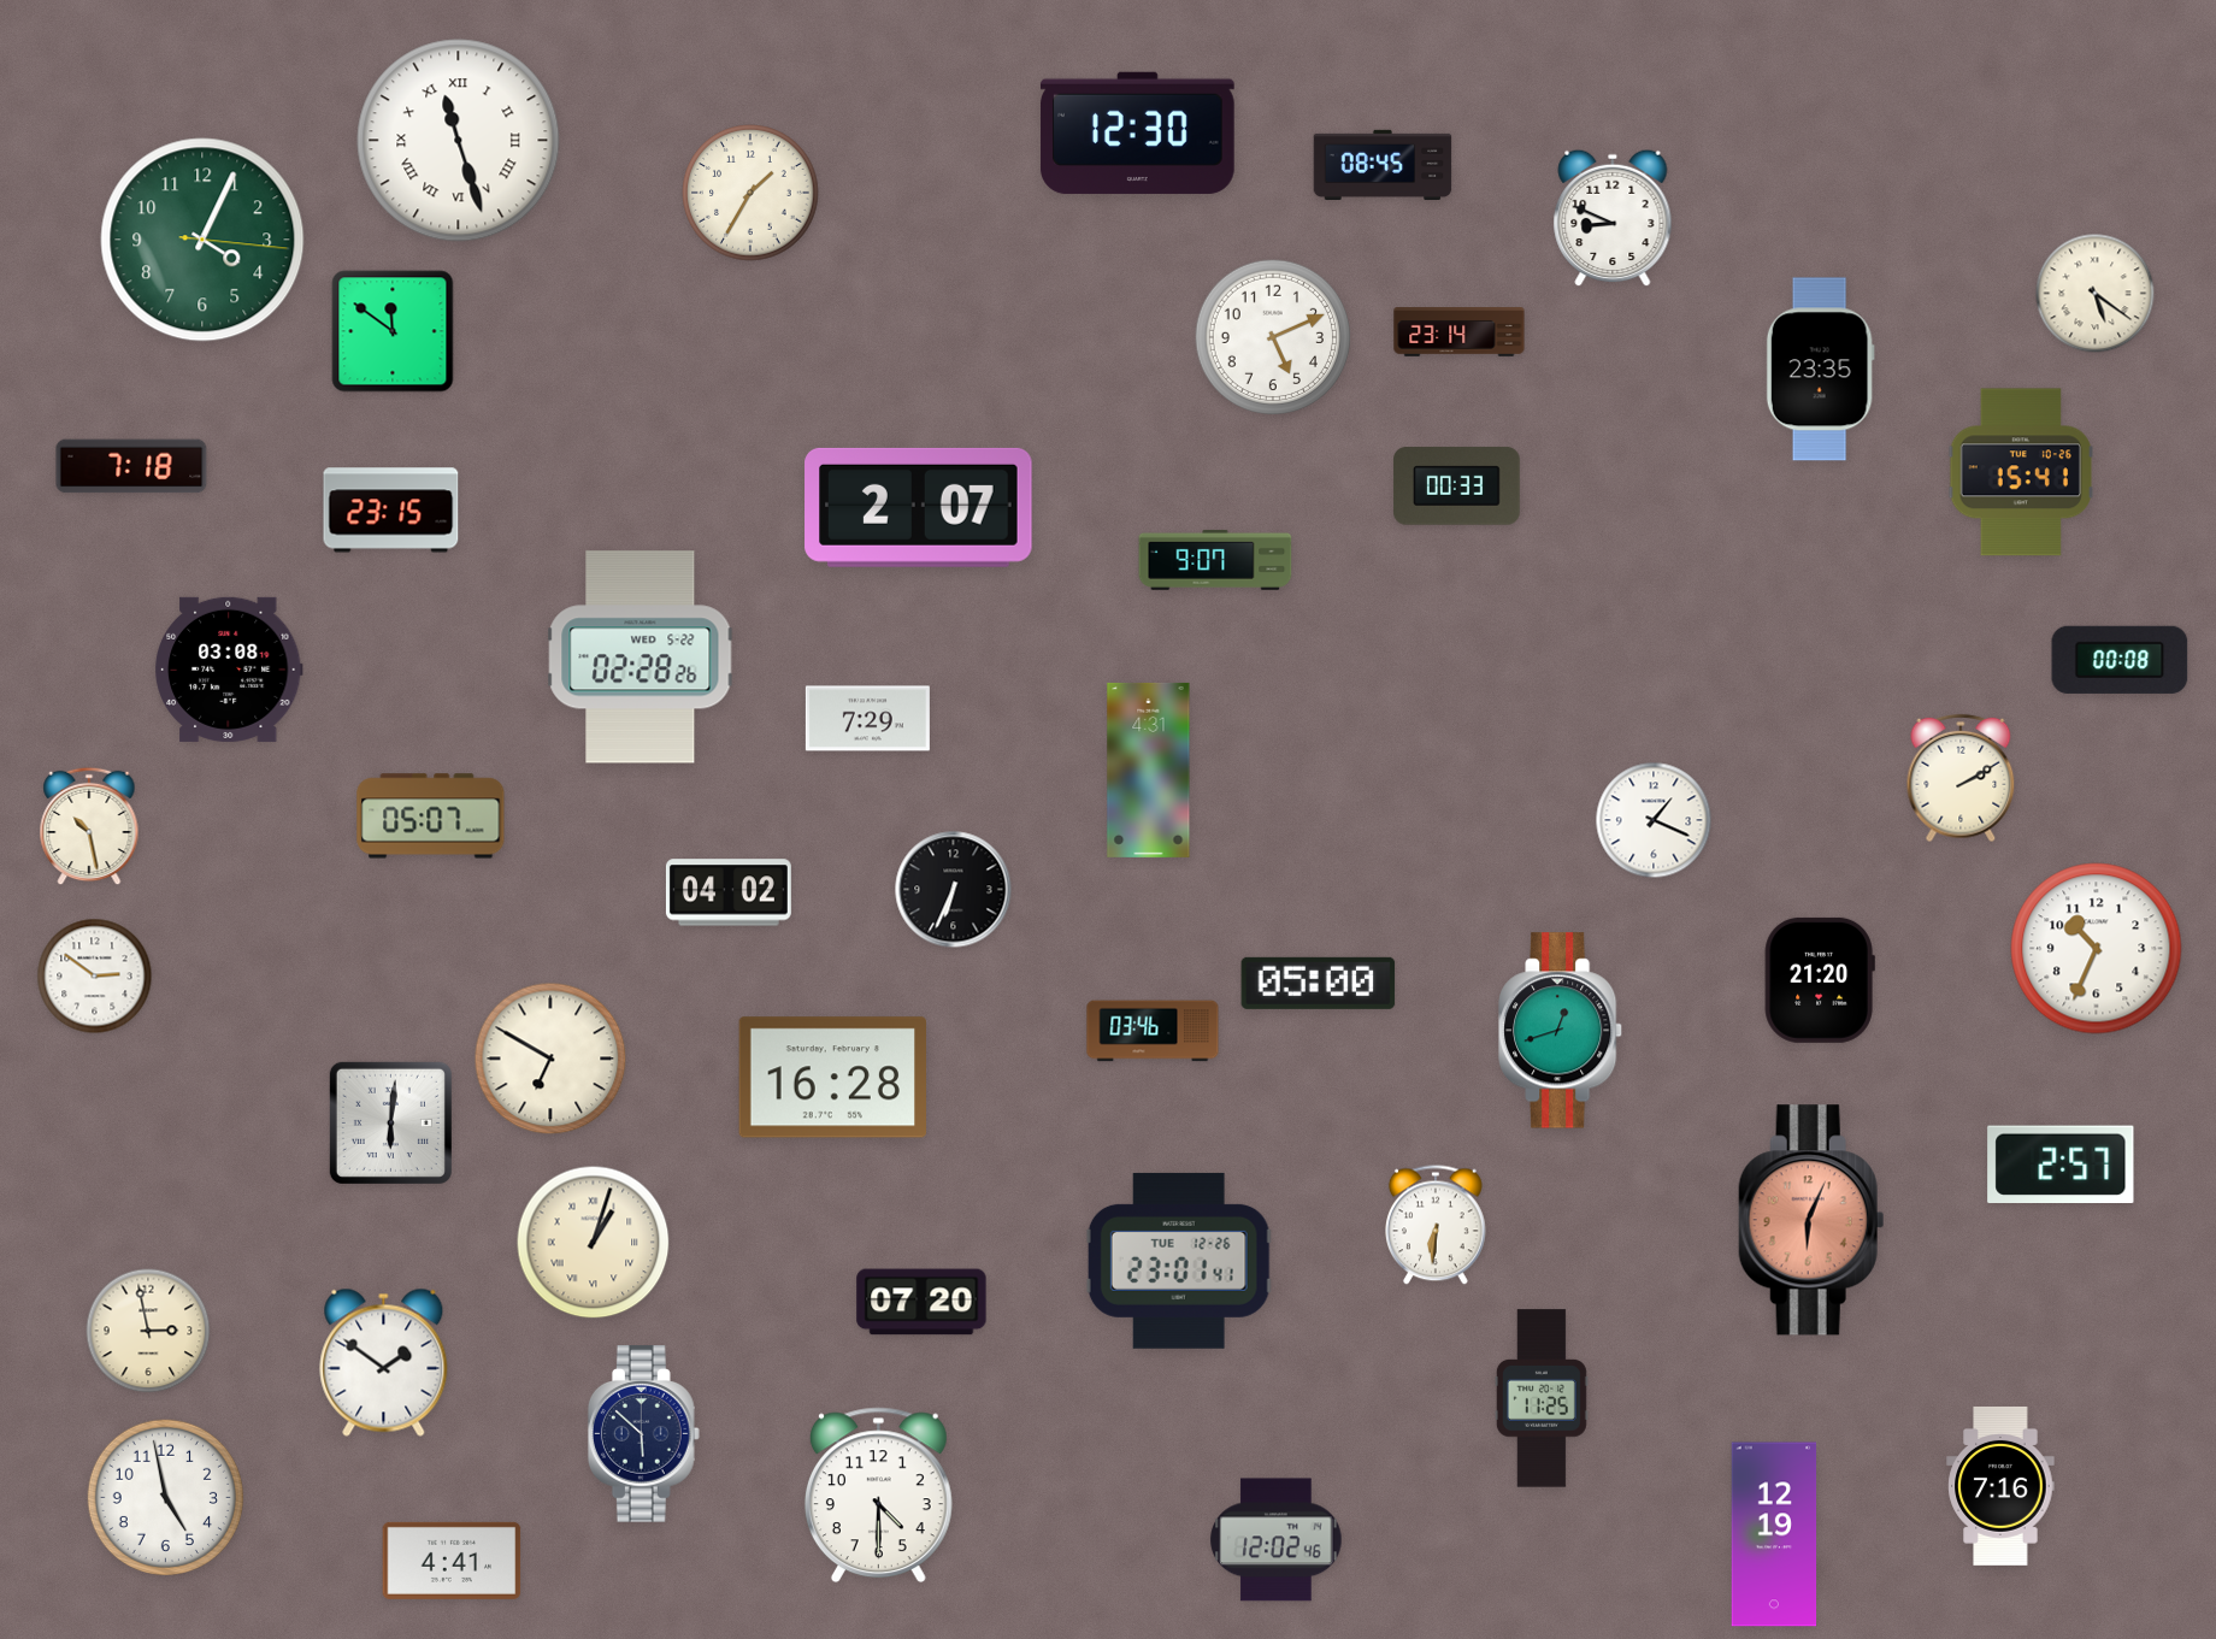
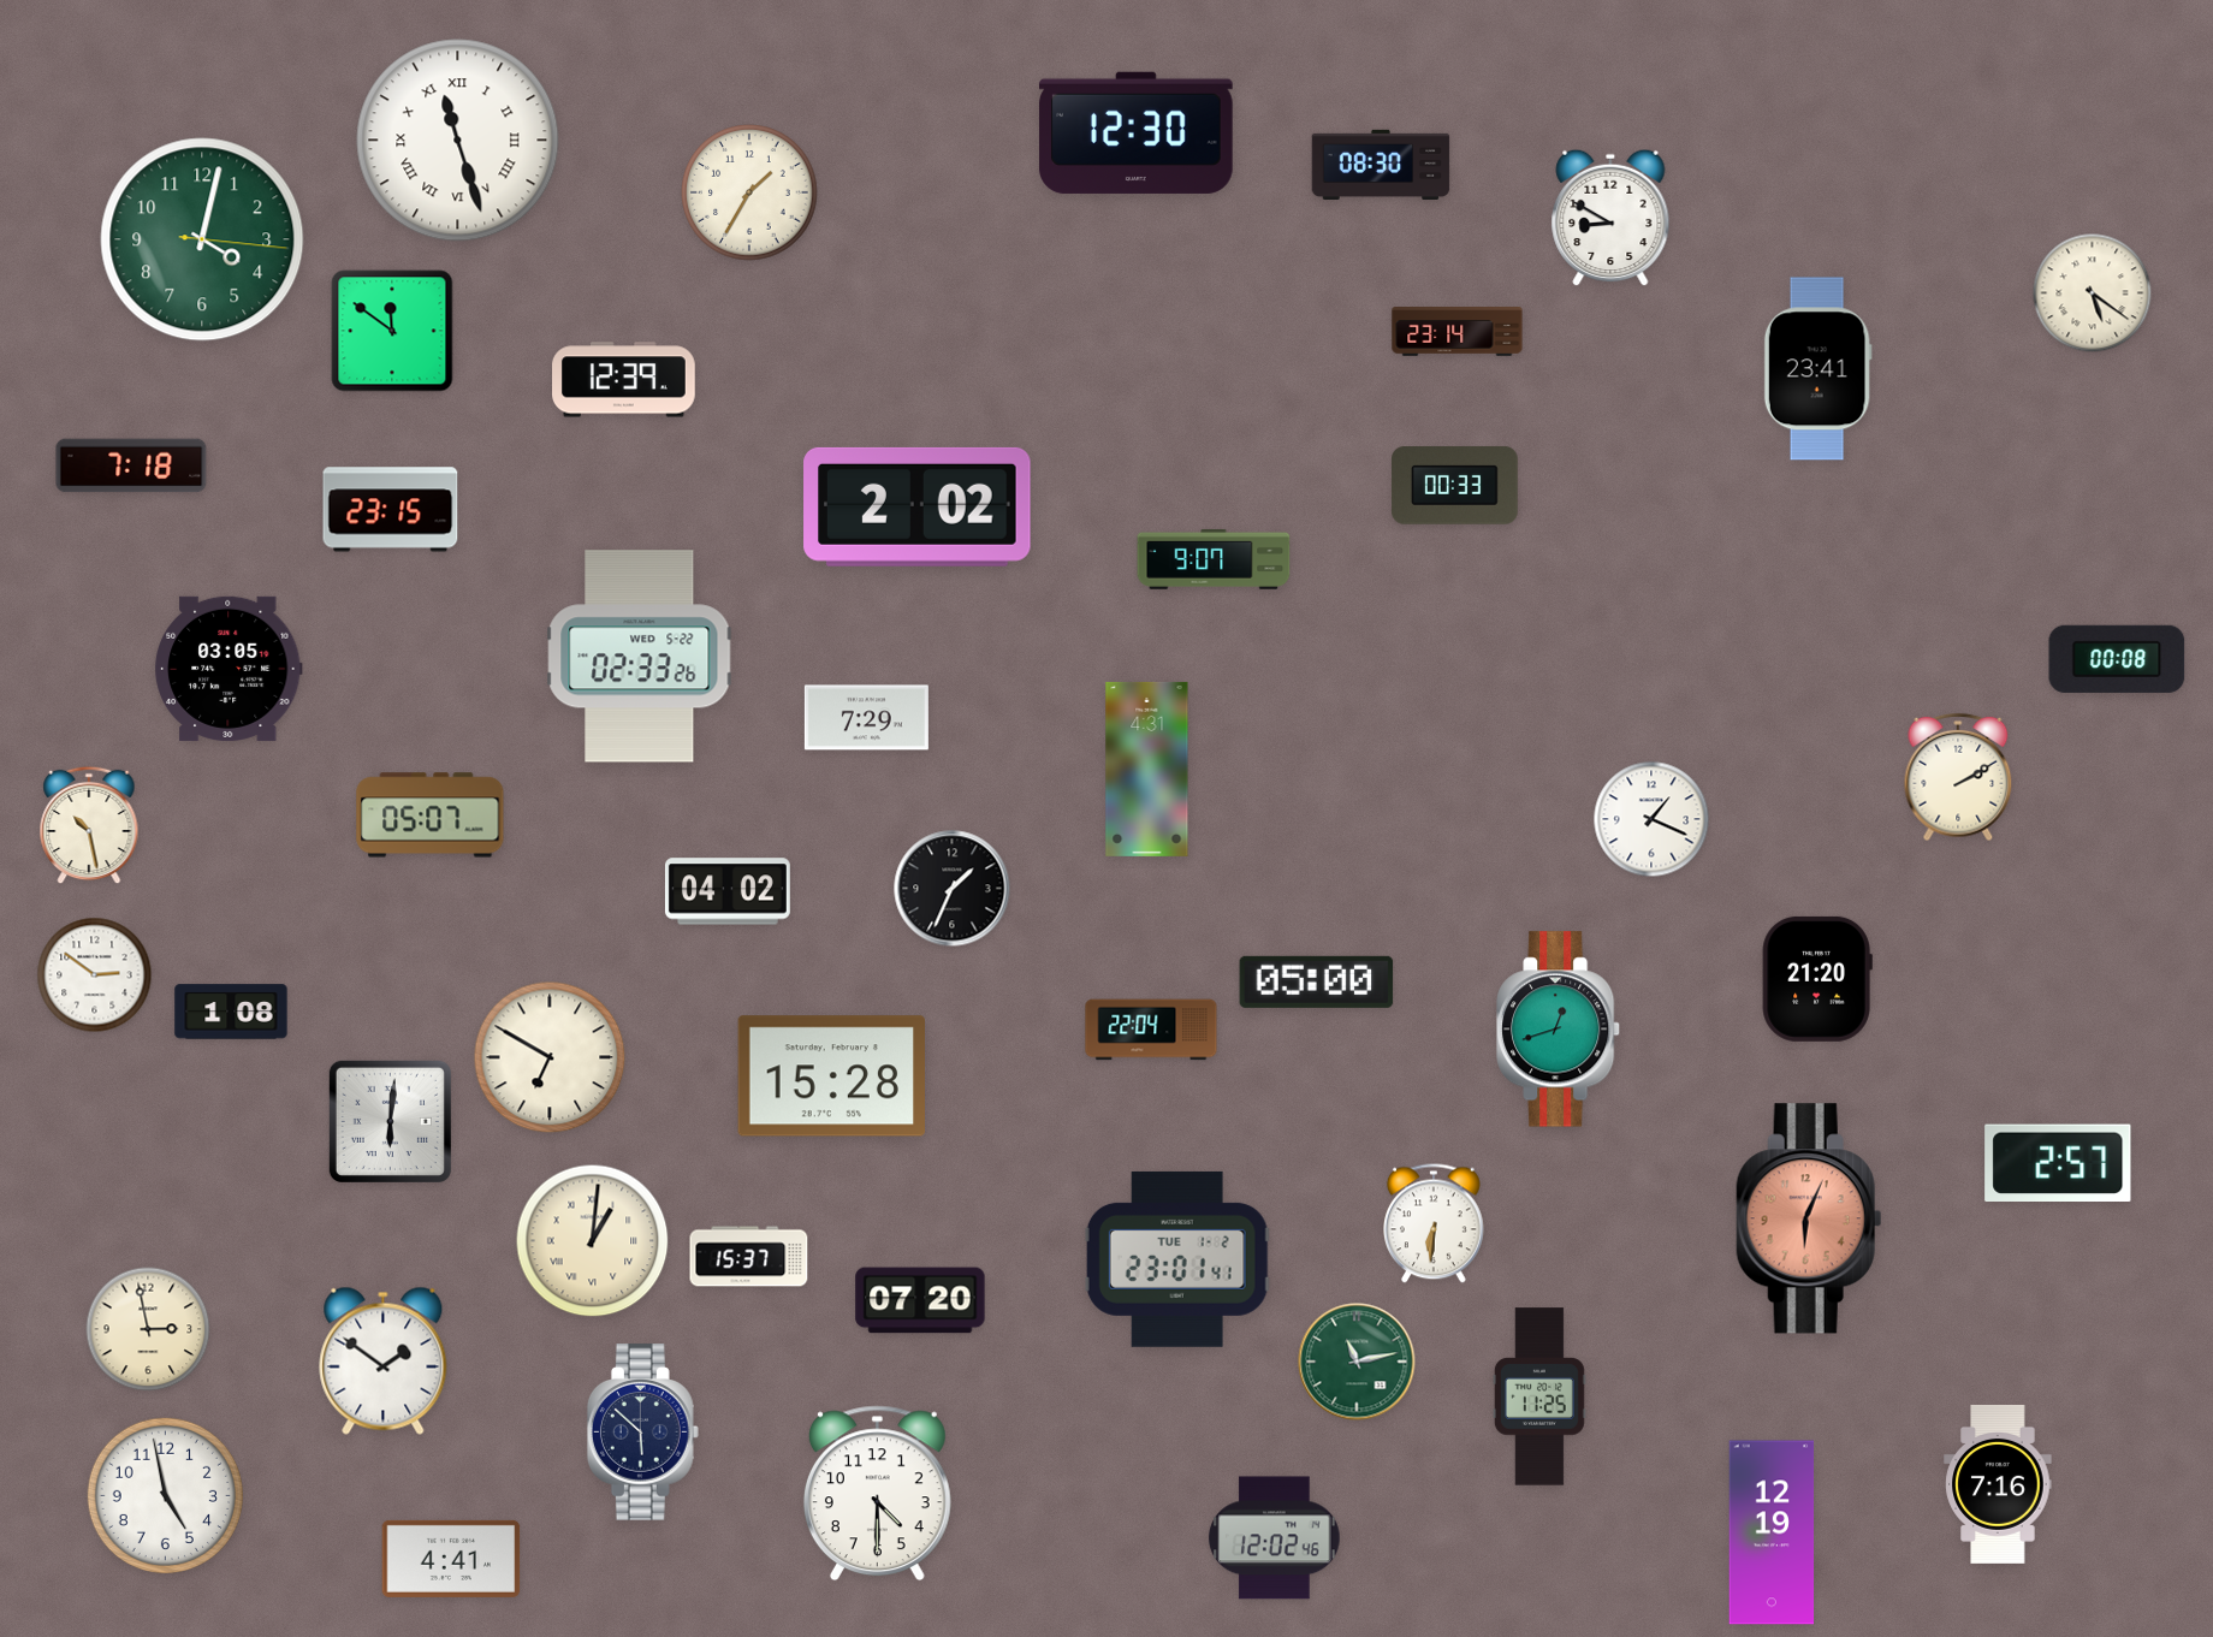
clock at (1383, 164): 08:45 -> 08:30
clock at (1613, 218): 8:49 -> 8:50
clock at (202, 240): 4:04 -> 4:02
clock at (1273, 337): 5:11 -> none
clock at (1820, 370): 23:35 -> 23:41
clock at (624, 380): none -> 12:39
clock at (2021, 472): 15:41 -> none
clock at (919, 507): 2:07 -> 2:02
clock at (641, 658): 02:28 -> 02:33
clock at (229, 670): 03:08 -> 03:05
clock at (954, 890): 6:34 -> 1:34
clock at (2097, 949): 10:34 -> none
clock at (231, 1012): none -> 1:08
clock at (1153, 1031): 03:46 -> 22:04
clock at (833, 1078): 16:28 -> 15:28
clock at (594, 1243): 1:03 -> 1:01
clock at (749, 1257): none -> 15:37
clock at (1179, 1261) date: TUE 12-26 -> TUE 1-2
clock at (1357, 1362): none -> 11:13
